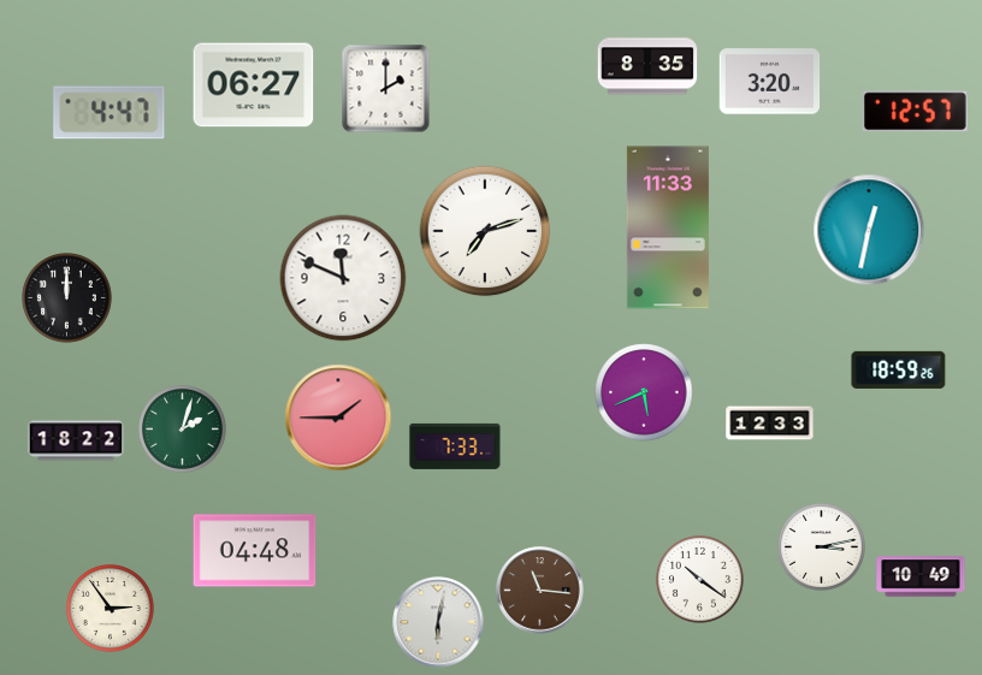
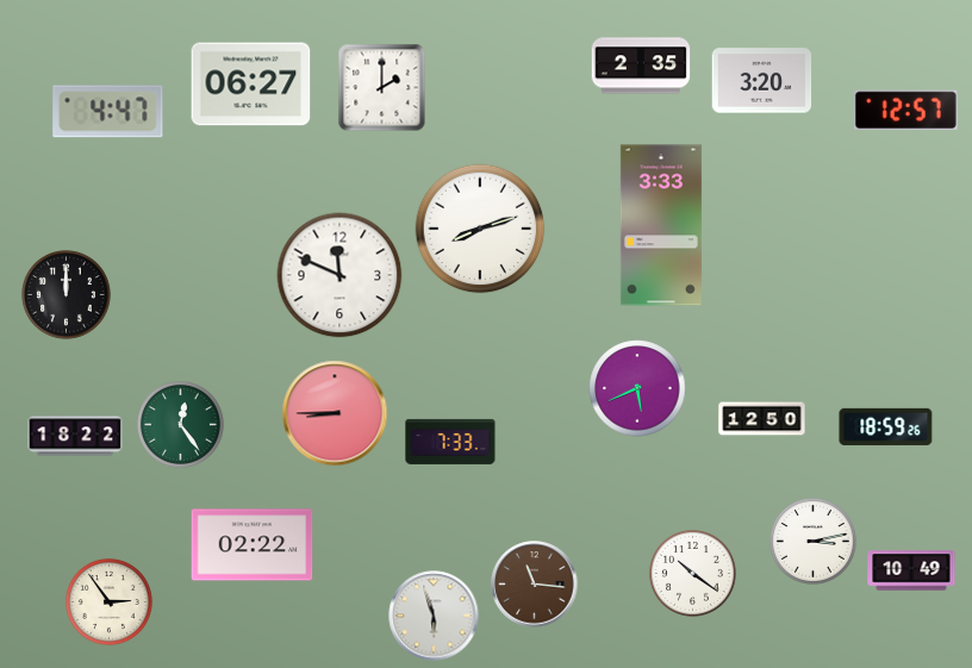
clock at (647, 66): 8:35 -> 2:35
clock at (668, 227): 11:33 -> 3:33
clock at (869, 230): 12:32 -> none
clock at (485, 231): 7:12 -> 8:12
clock at (899, 369) position: (899, 369) -> (886, 426)
clock at (338, 418): 1:45 -> 8:45
clock at (770, 424): 12:33 -> 12:50
clock at (182, 428): 2:03 -> 12:24
clock at (255, 551): 04:48 -> 02:22
clock at (438, 622): 6:02 -> 5:57
